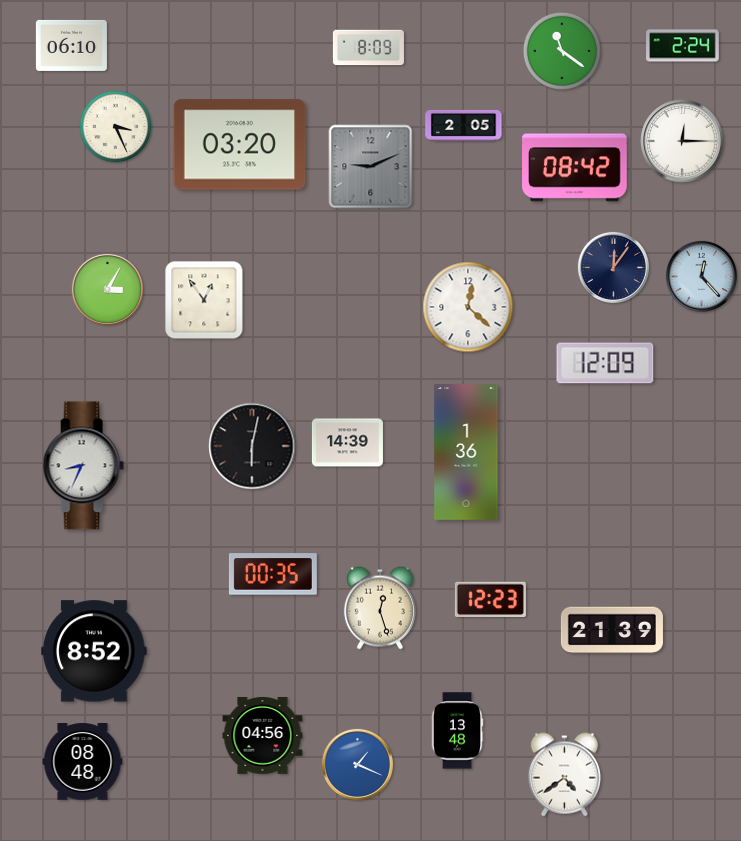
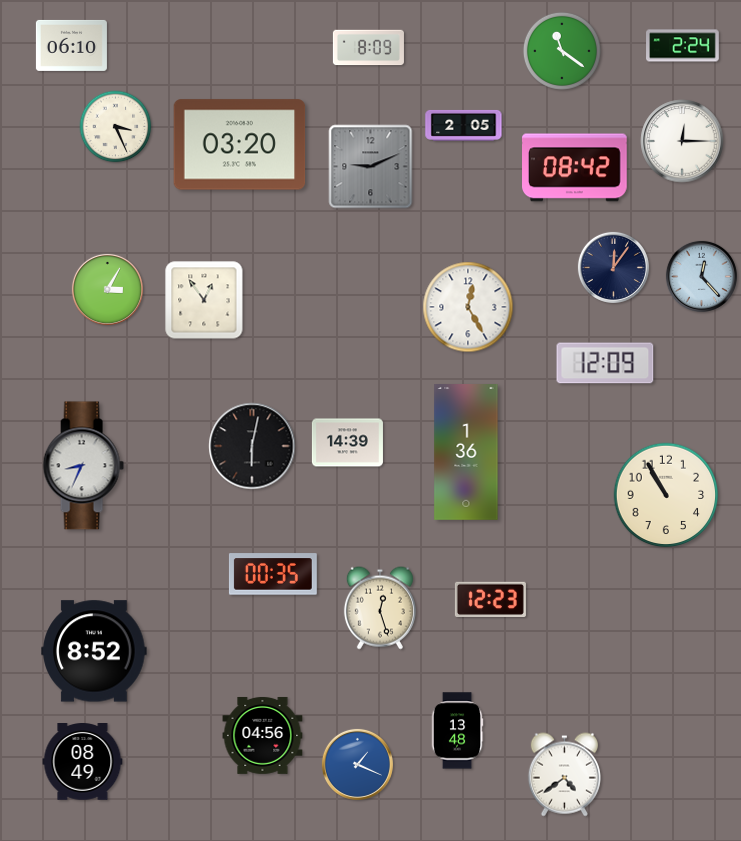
clock at (468, 307): 12:22 -> 12:25
clock at (666, 495): none -> 10:55
clock at (612, 630): 21:39 -> none
clock at (83, 762): 08:48 -> 08:49
